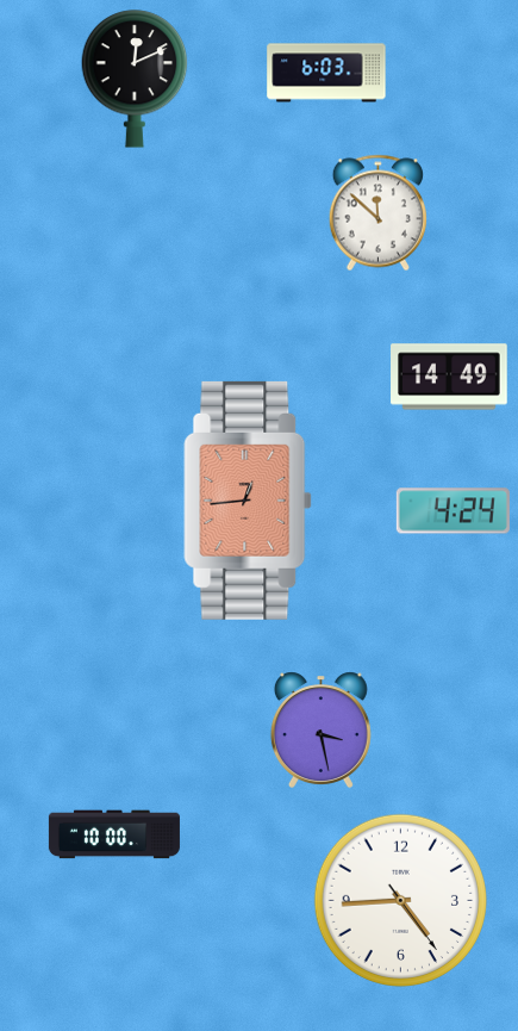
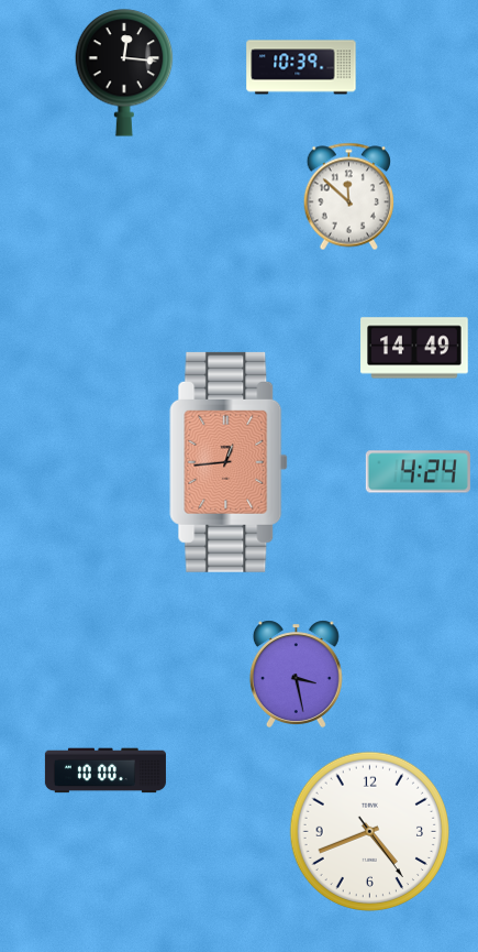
clock at (326, 73): 6:03 -> 10:39
clock at (135, 79): 12:11 -> 12:16
clock at (401, 901): 4:44 -> 4:41
